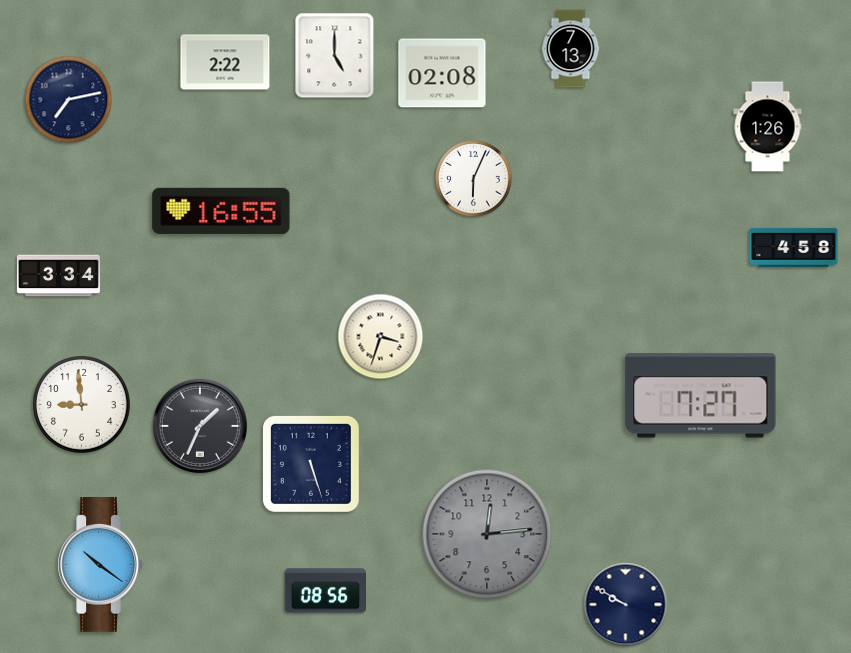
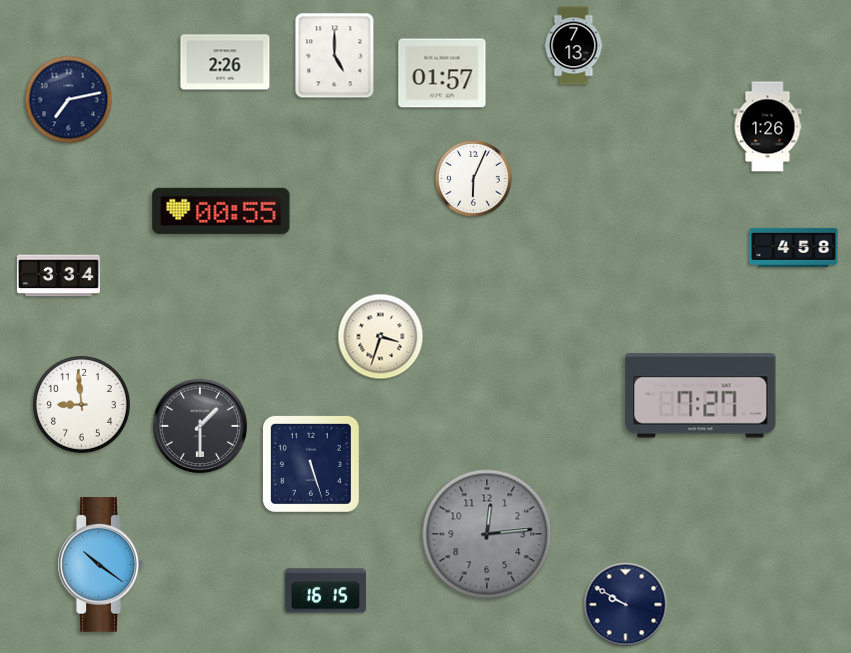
clock at (571, 49) position: (571, 49) -> (574, 46)
clock at (225, 62): 2:22 -> 2:26
clock at (442, 73): 02:08 -> 01:57
clock at (221, 211): 16:55 -> 00:55
clock at (200, 426): 1:34 -> 1:30
clock at (325, 591): 08:56 -> 16:15
